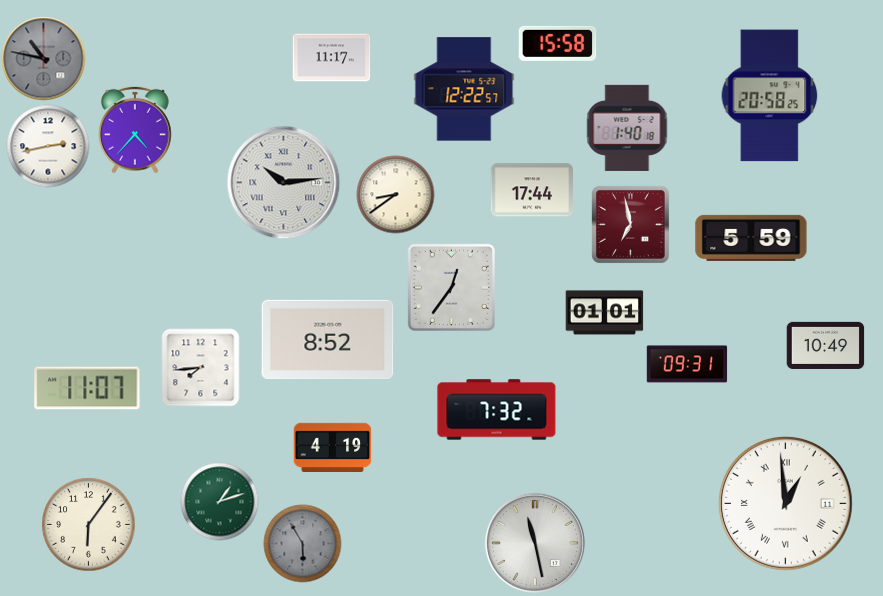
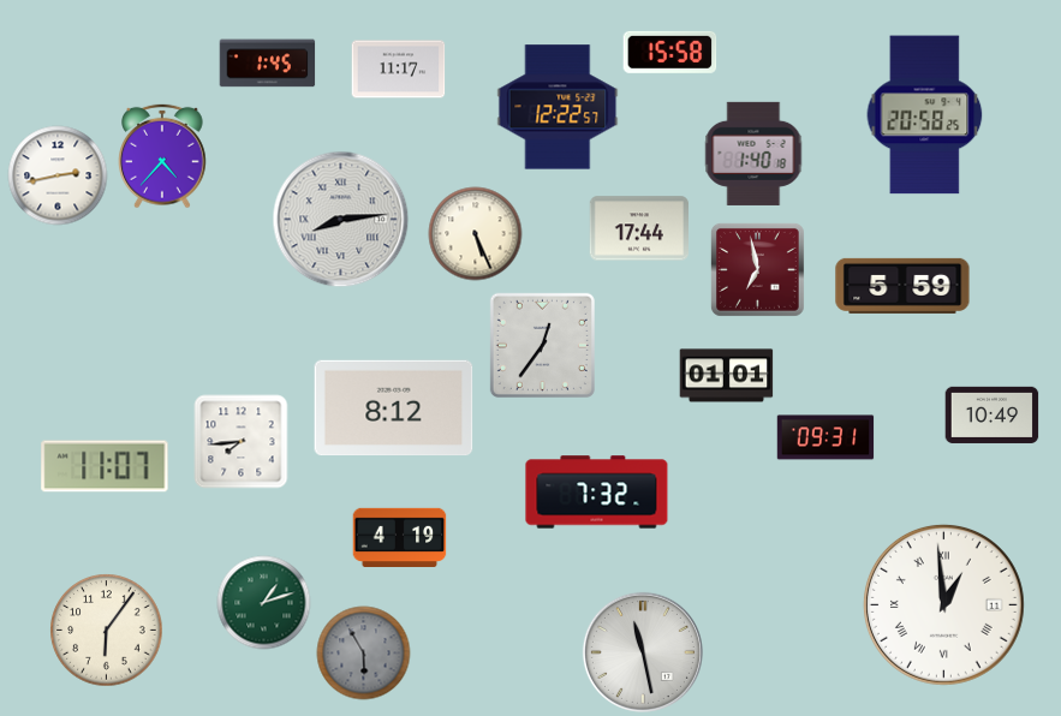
clock at (267, 64): none -> 1:45
clock at (43, 58): 10:47 -> none
clock at (283, 182): 10:14 -> 8:14
clock at (395, 194): 8:39 -> 5:26
clock at (328, 340): 8:52 -> 8:12
